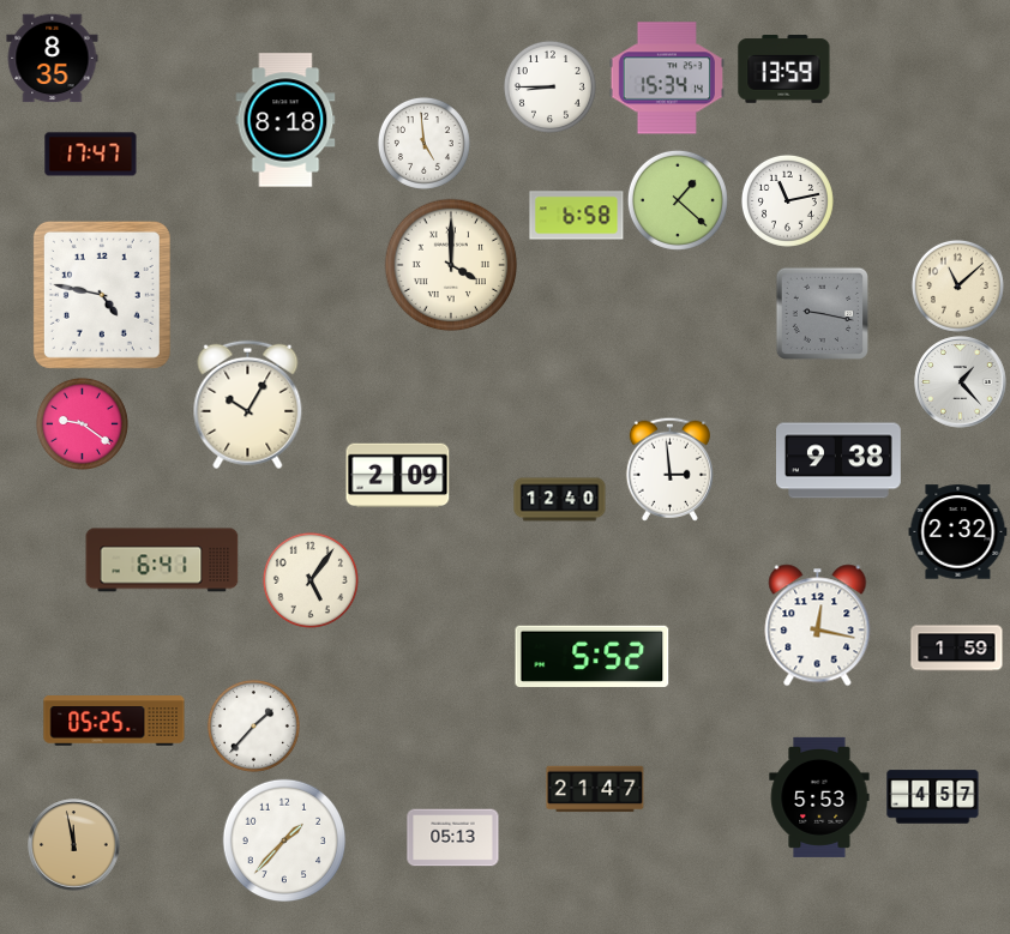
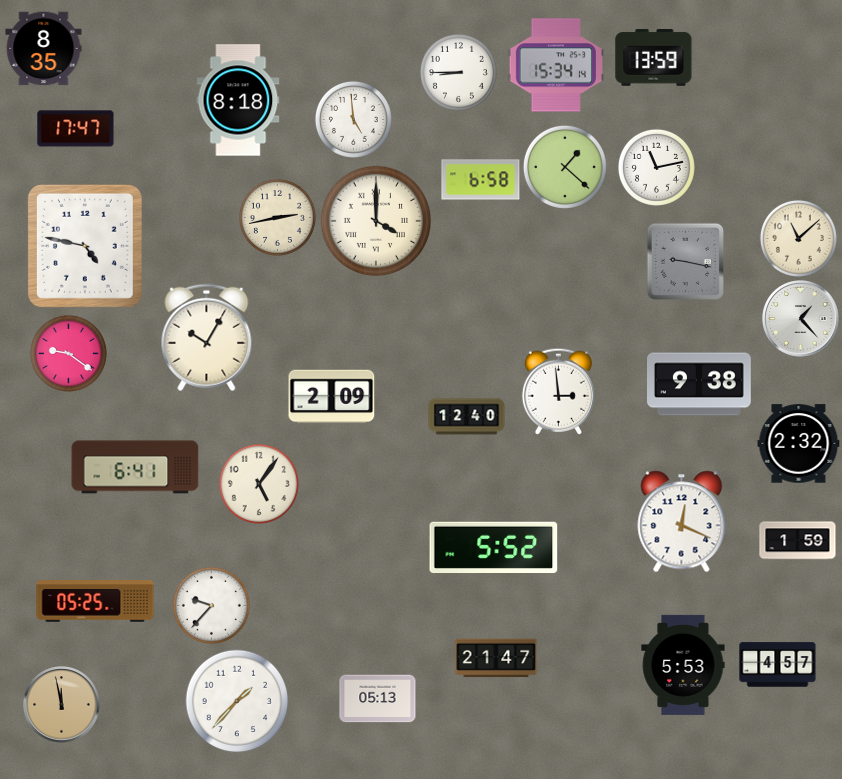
clock at (277, 217): none -> 2:43
clock at (818, 626): 12:17 -> 12:19
clock at (253, 725): 1:37 -> 9:37
